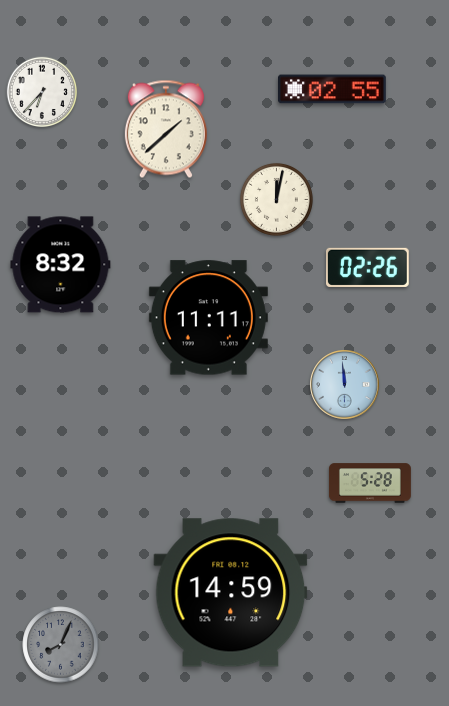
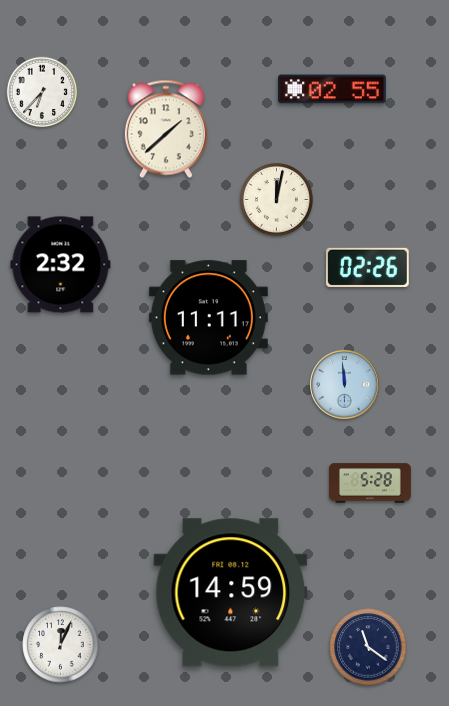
clock at (61, 265): 8:32 -> 2:32
clock at (61, 645): 8:04 -> 12:04
clock at (61, 645) dial: grey -> white
clock at (368, 647): none -> 11:21
